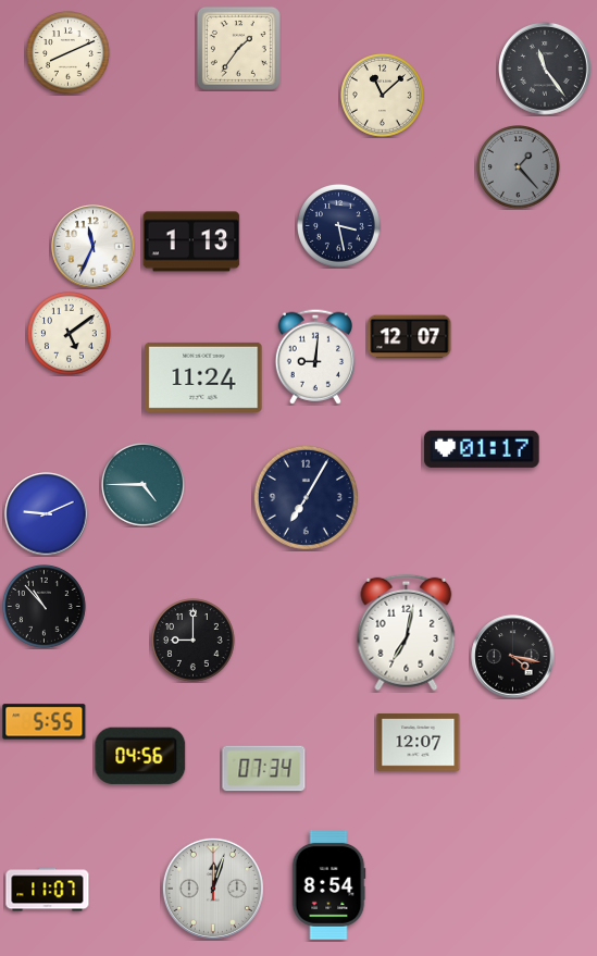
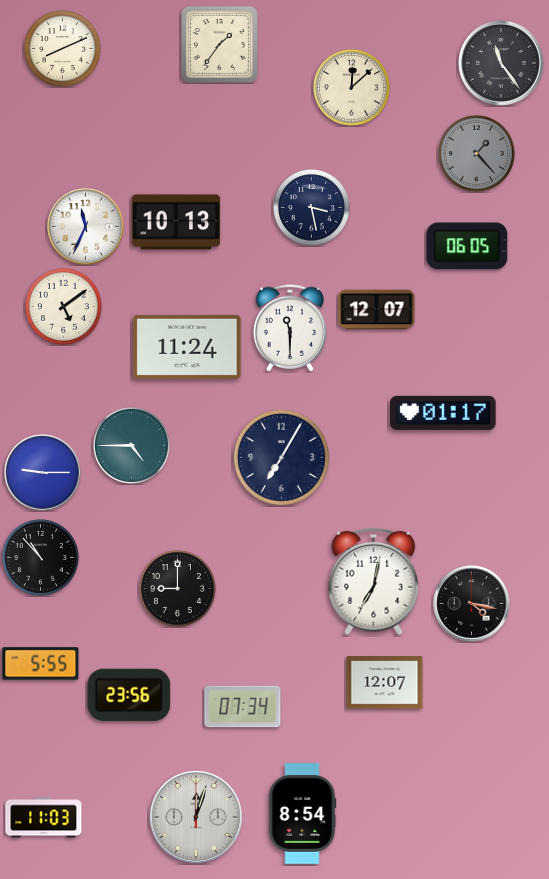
clock at (383, 96): 11:08 -> 12:08
clock at (191, 241): 1:13 -> 10:13
clock at (467, 246): none -> 06:05
clock at (315, 357): 9:01 -> 11:30
clock at (47, 514): 9:11 -> 9:15
clock at (140, 756): 04:56 -> 23:56
clock at (48, 890): 11:07 -> 11:03
